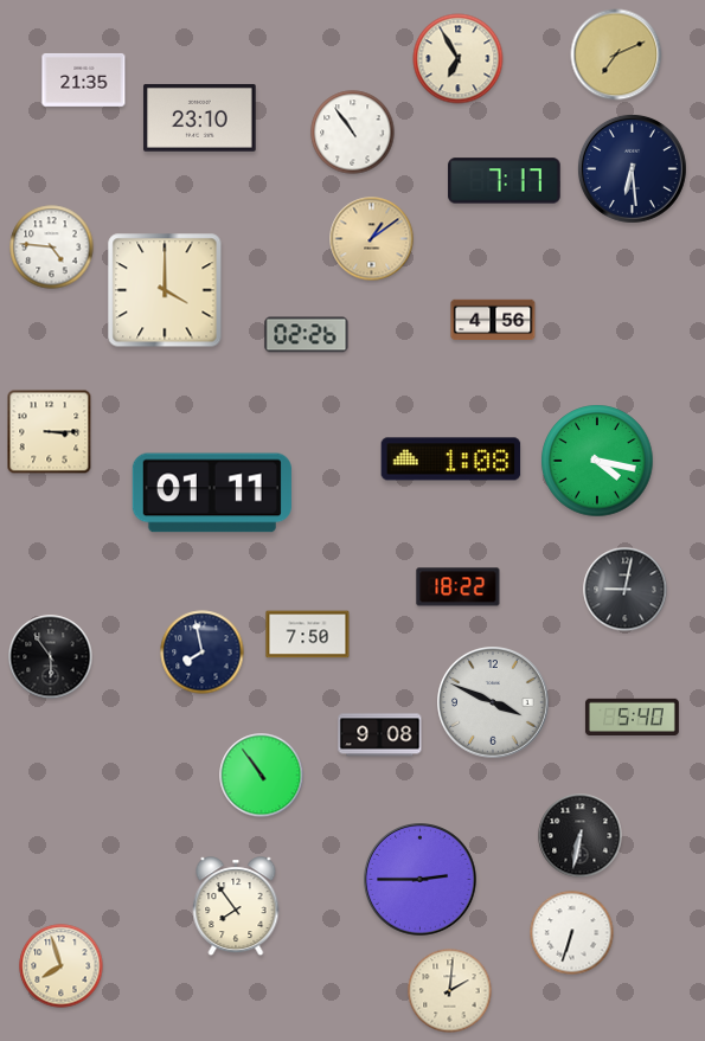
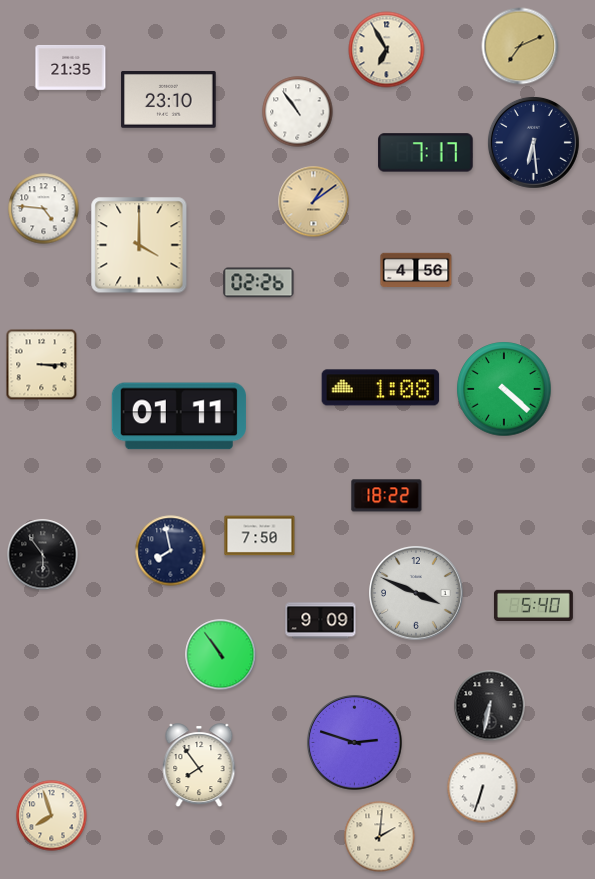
clock at (597, 461): 4:17 -> 4:22
clock at (626, 590): 9:02 -> none
clock at (380, 735): 9:08 -> 9:09
clock at (421, 880): 2:45 -> 2:48
